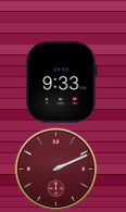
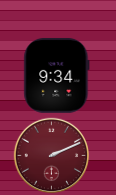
clock at (62, 82): 9:33 -> 9:34
